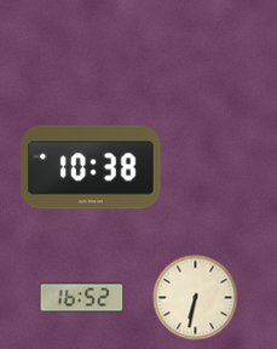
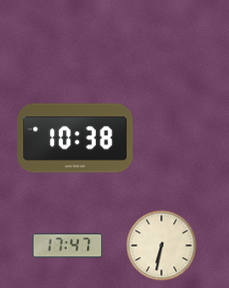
clock at (82, 298): 16:52 -> 17:47
